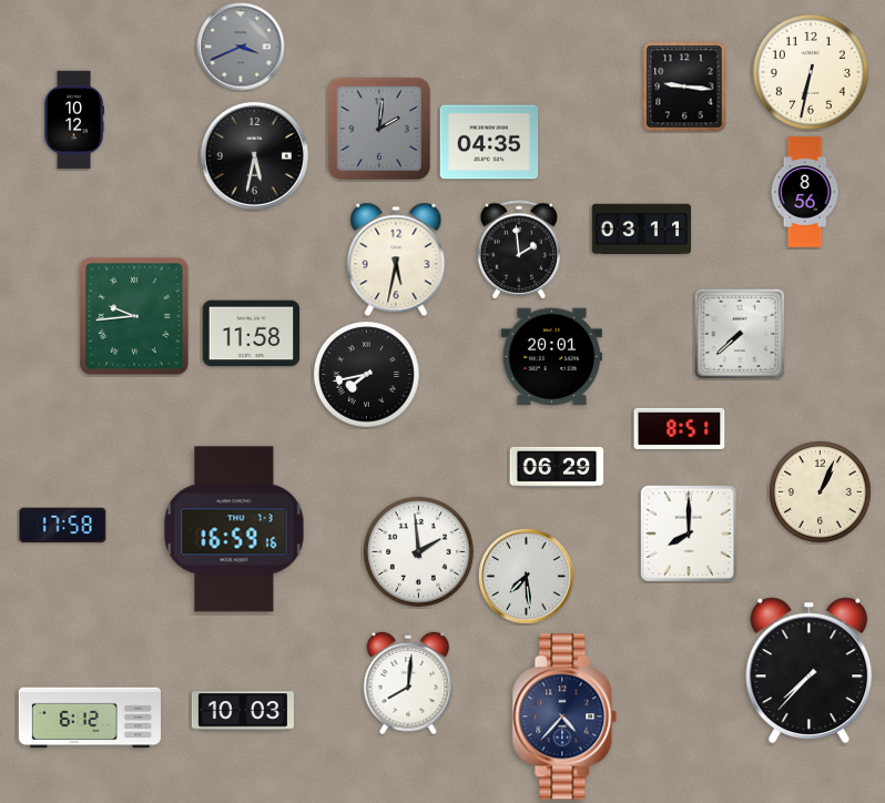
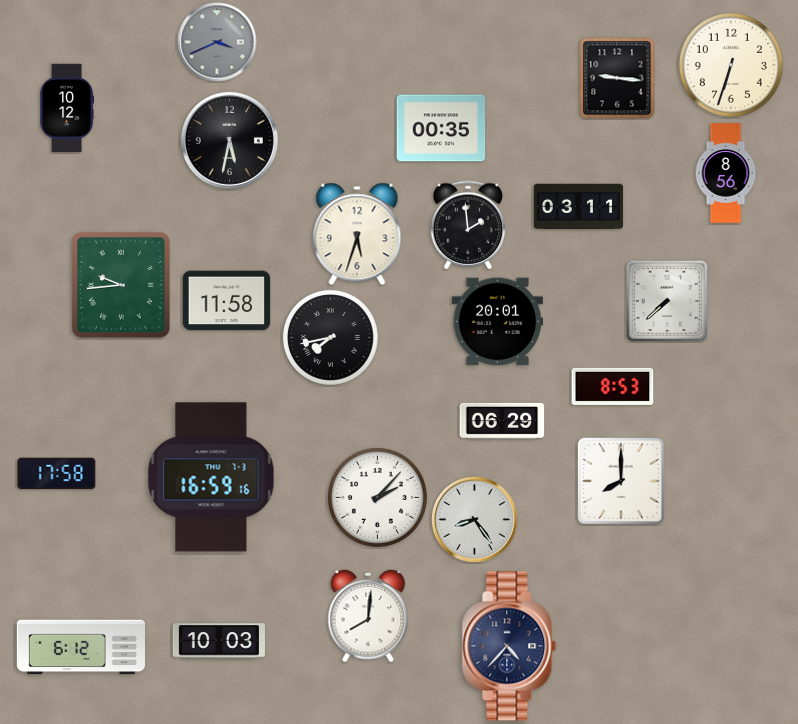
clock at (811, 72): 6:32 -> 6:33
clock at (378, 128): 2:01 -> none
clock at (489, 142): 04:35 -> 00:35
clock at (396, 260): 5:32 -> 5:33
clock at (680, 428): 8:51 -> 8:53
clock at (821, 492): 1:04 -> none
clock at (418, 551): 1:59 -> 2:07
clock at (527, 577): 7:29 -> 8:24
clock at (810, 670): 7:37 -> none
